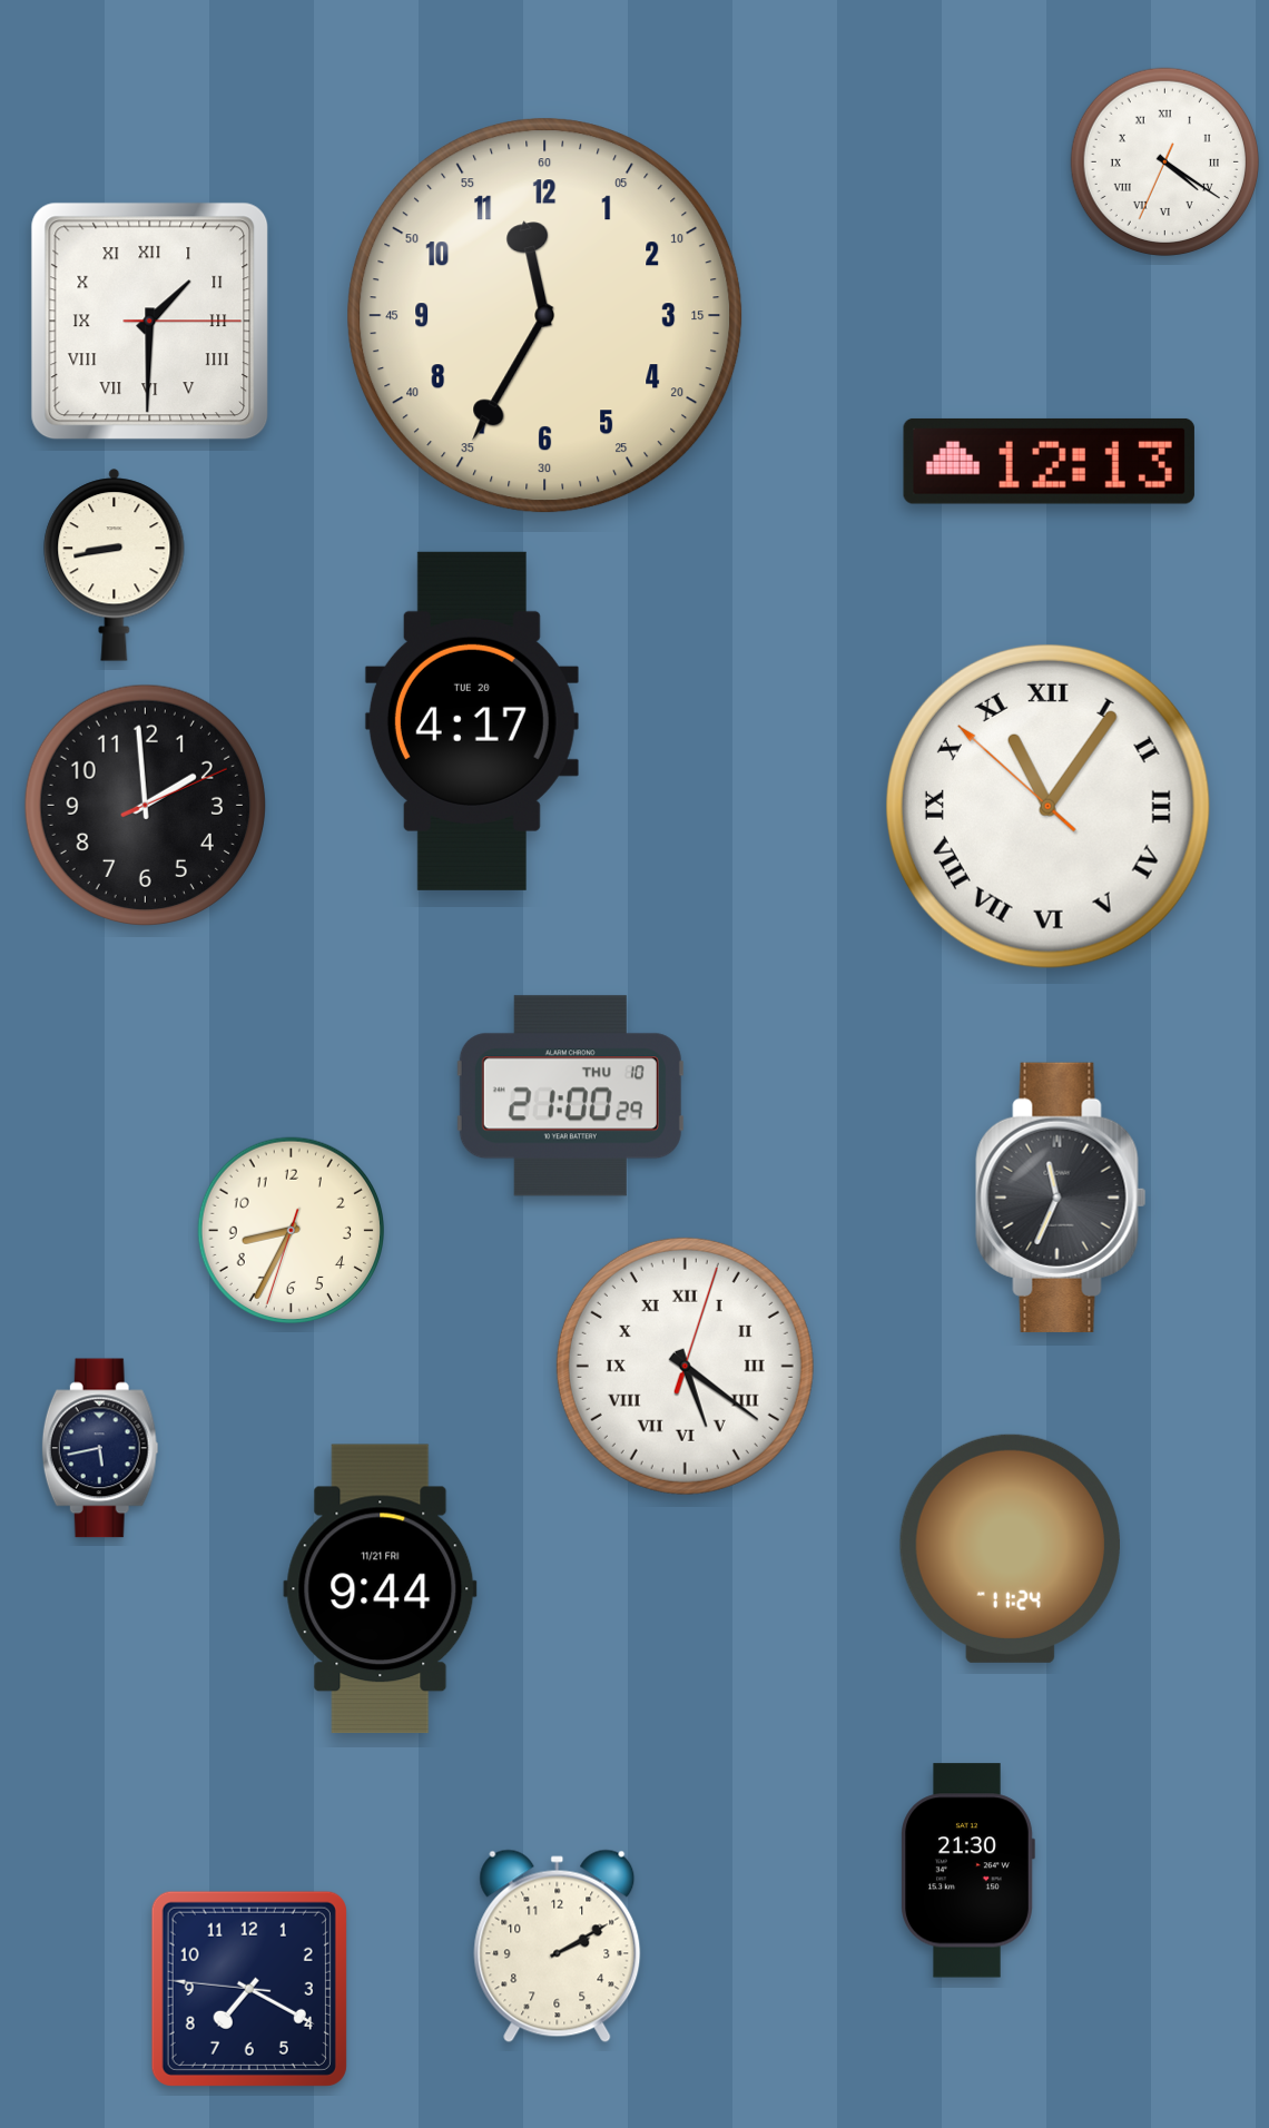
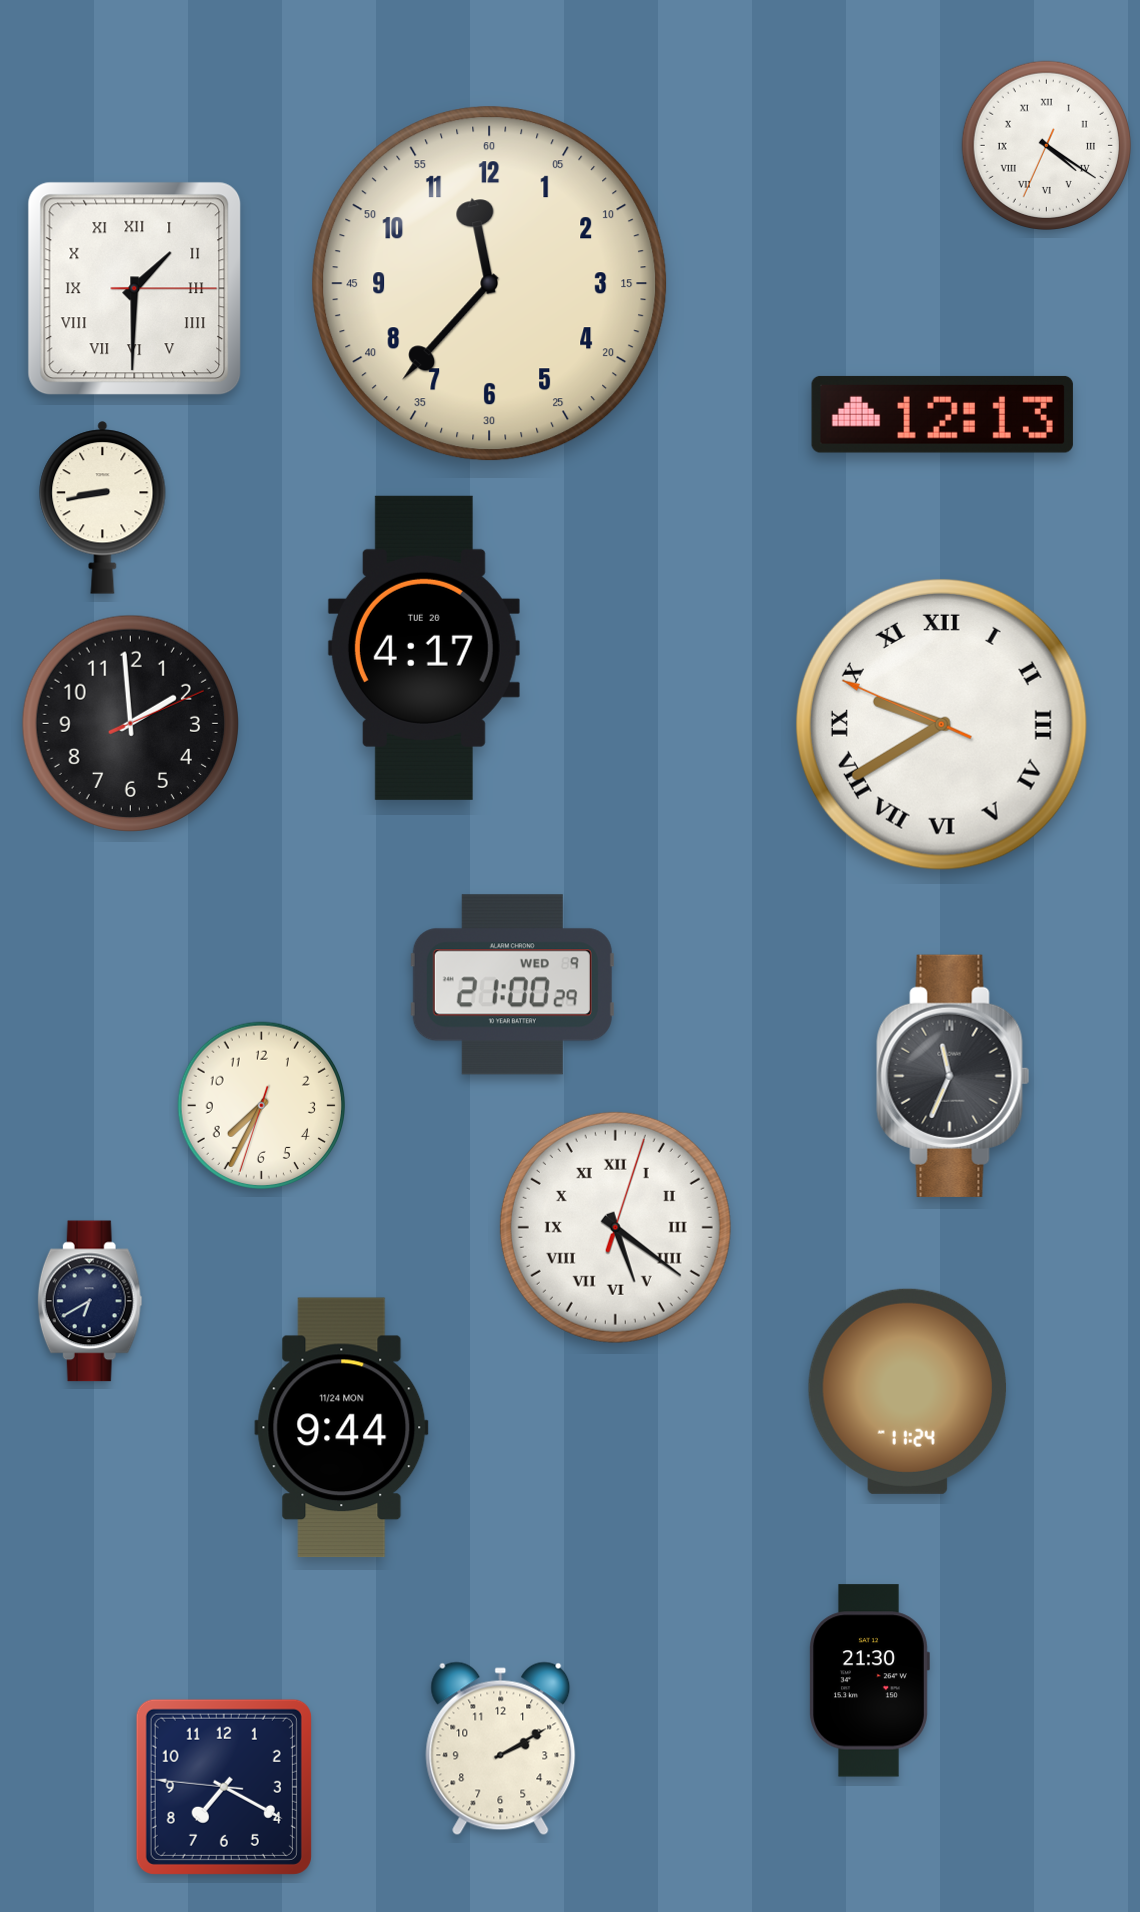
clock at (545, 316): 11:35 -> 11:37
clock at (1047, 806): 11:05 -> 9:39
clock at (570, 1096) date: THU 10 -> WED 9
clock at (291, 1230): 8:34 -> 7:34
clock at (100, 1448): 5:43 -> 6:40
clock at (381, 1589) date: 11/21 FRI -> 11/24 MON
